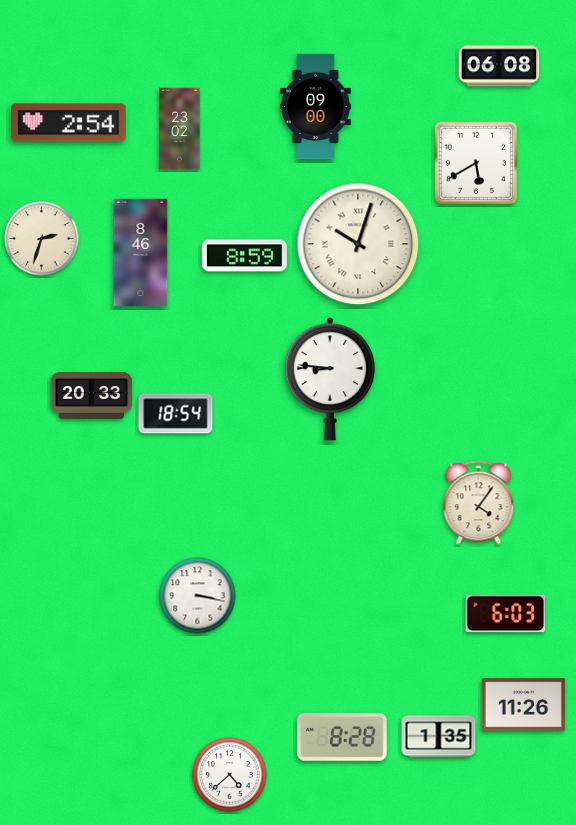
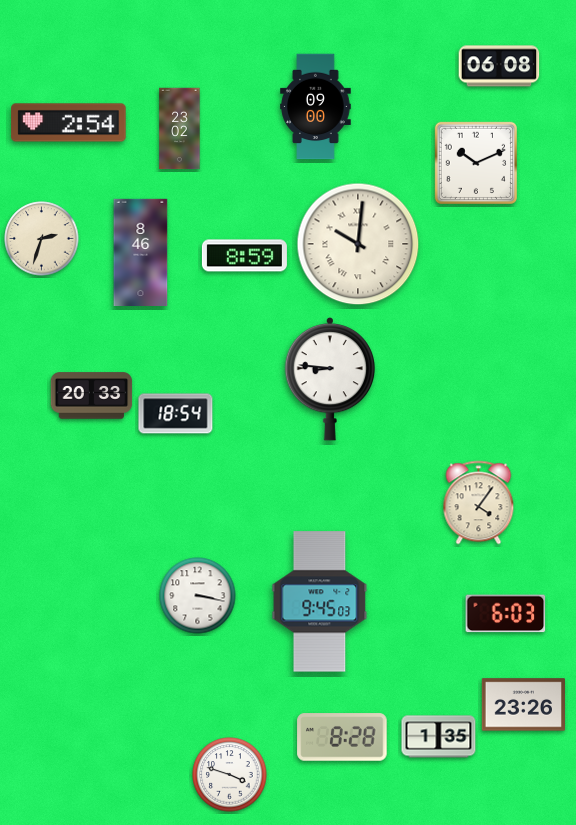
clock at (475, 162): 5:40 -> 10:11
clock at (358, 244): 10:03 -> 10:01
clock at (320, 602): none -> 9:45
clock at (523, 705): 11:26 -> 23:26
clock at (230, 775): 4:38 -> 3:48
